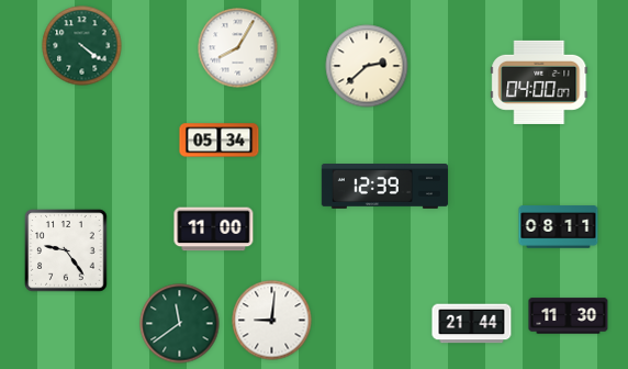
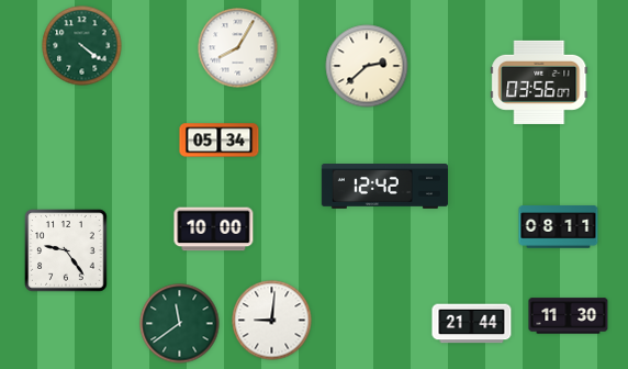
clock at (539, 82): 04:00 -> 03:56
clock at (384, 187): 12:39 -> 12:42
clock at (214, 230): 11:00 -> 10:00
